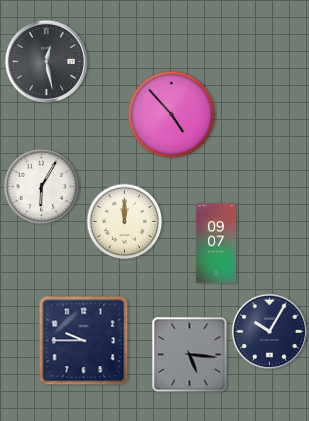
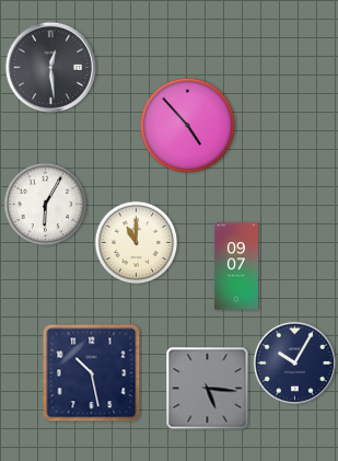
clock at (46, 61): 12:28 -> 12:29
clock at (125, 222): 12:00 -> 11:00
clock at (84, 341): 9:45 -> 10:28
